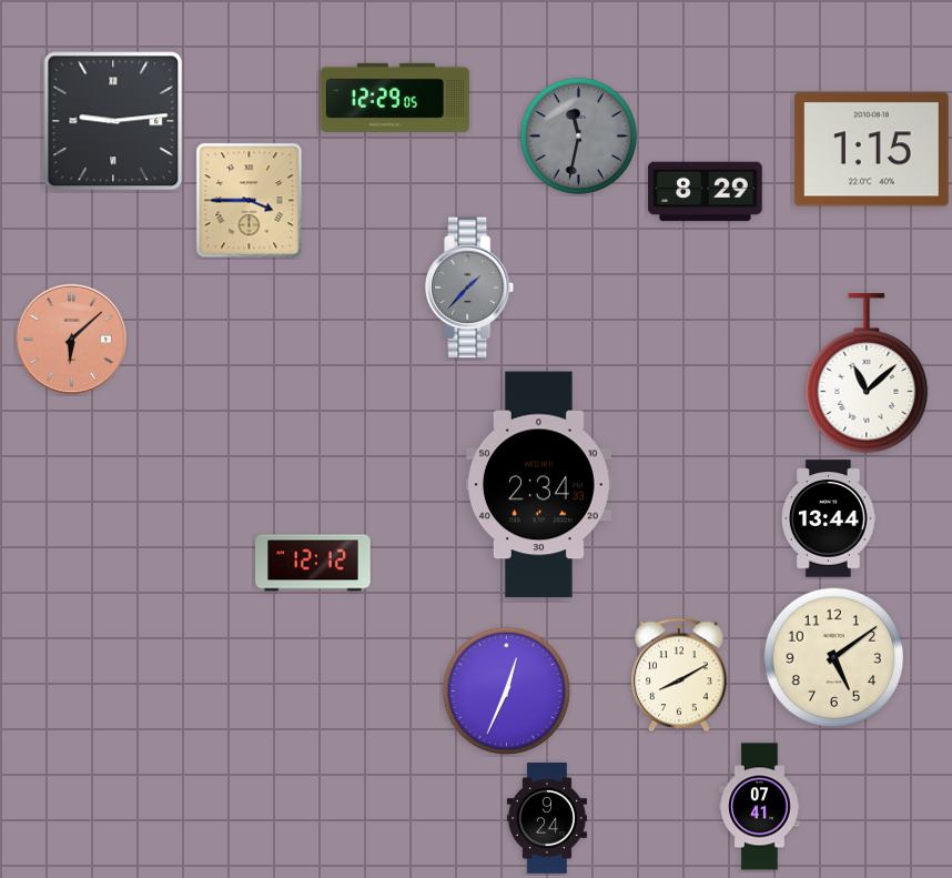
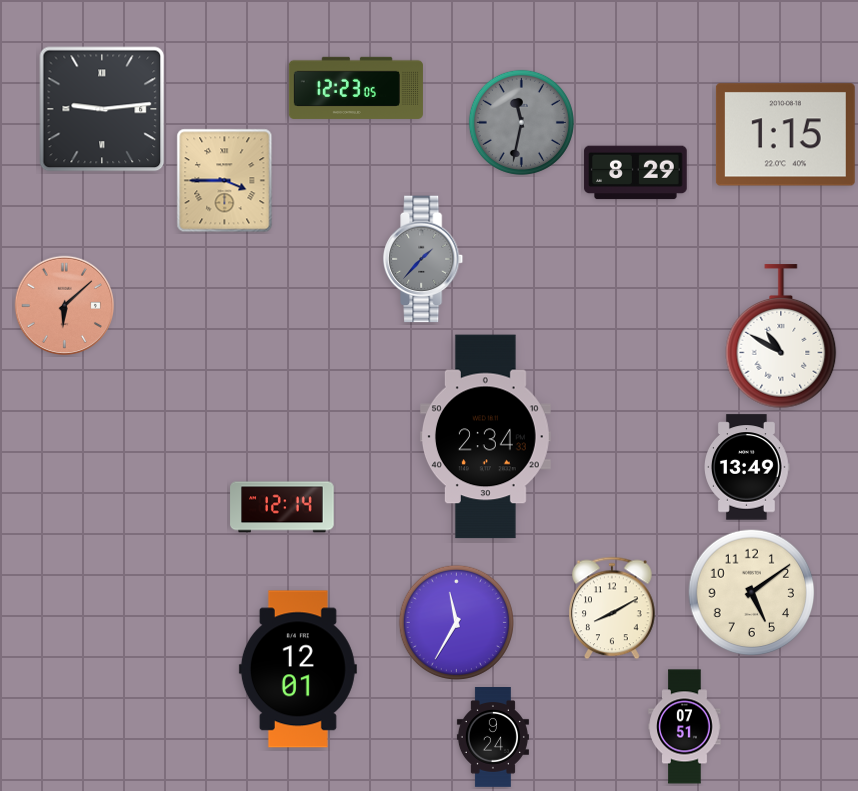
clock at (395, 98): 12:29 -> 12:23
clock at (867, 374): 11:08 -> 10:50
clock at (830, 518): 13:44 -> 13:49
clock at (313, 563): 12:12 -> 12:14
clock at (506, 690): 12:34 -> 11:35
clock at (298, 669): none -> 12:01
clock at (760, 807): 07:41 -> 07:51
